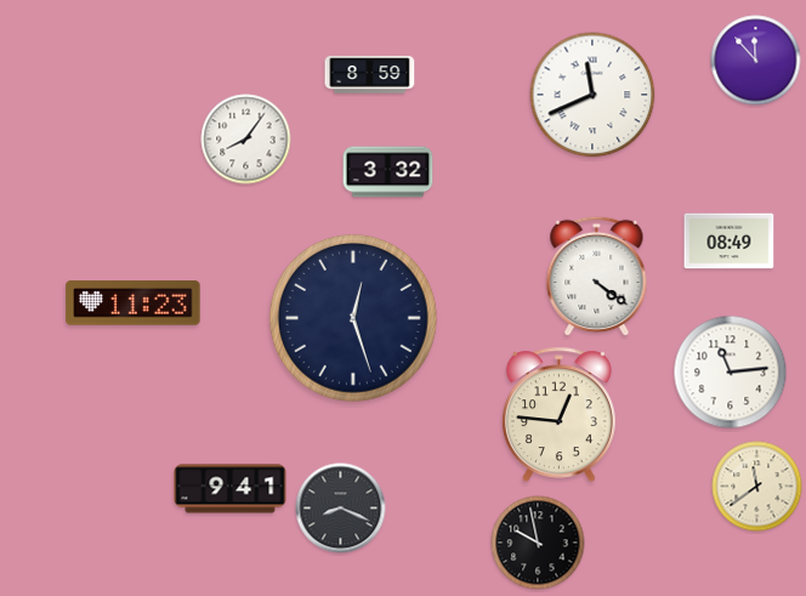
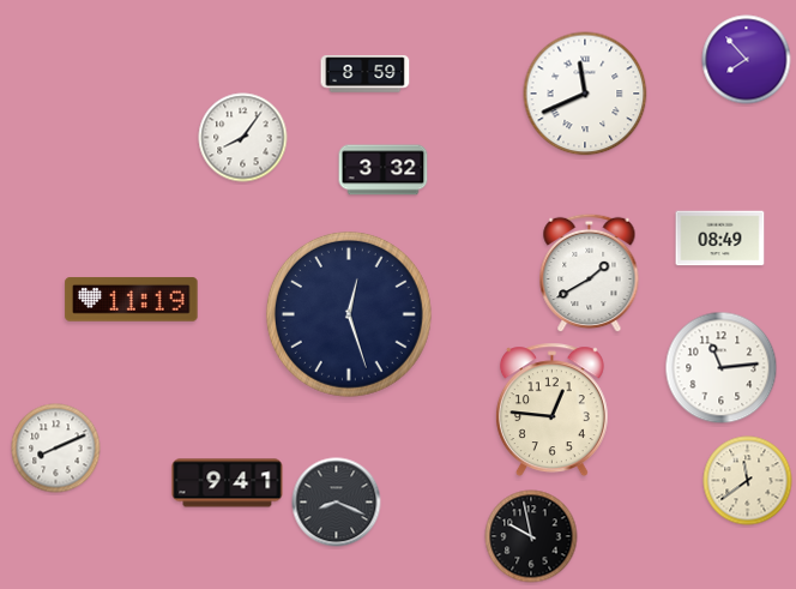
clock at (756, 61): 11:53 -> 7:53
clock at (597, 277): 4:21 -> 1:40
clock at (134, 303): 11:23 -> 11:19
clock at (56, 449): none -> 8:11
